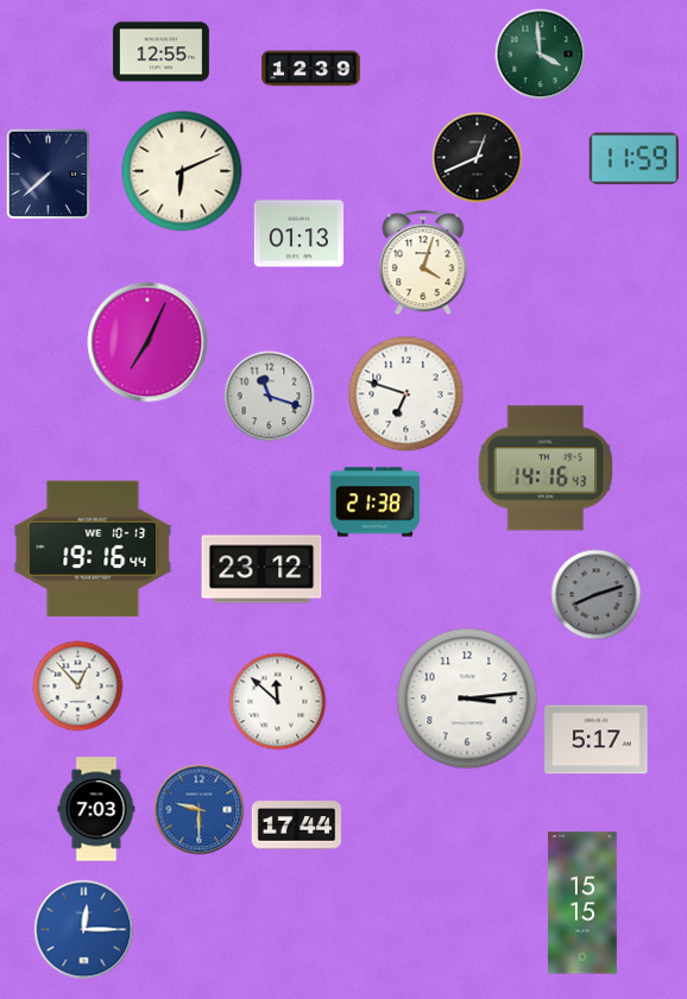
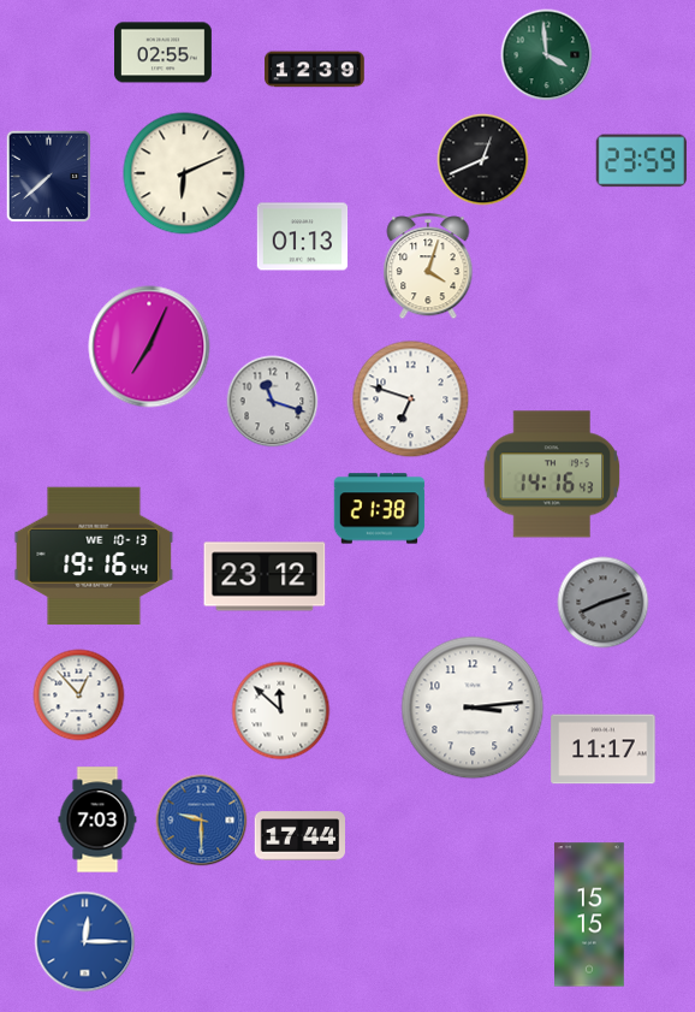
clock at (162, 52): 12:55 -> 02:55
clock at (634, 159): 11:59 -> 23:59
clock at (597, 740): 5:17 -> 11:17
